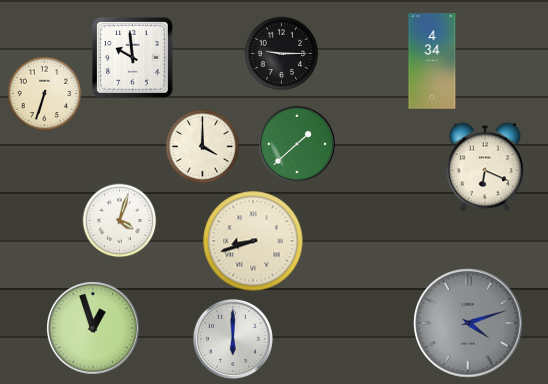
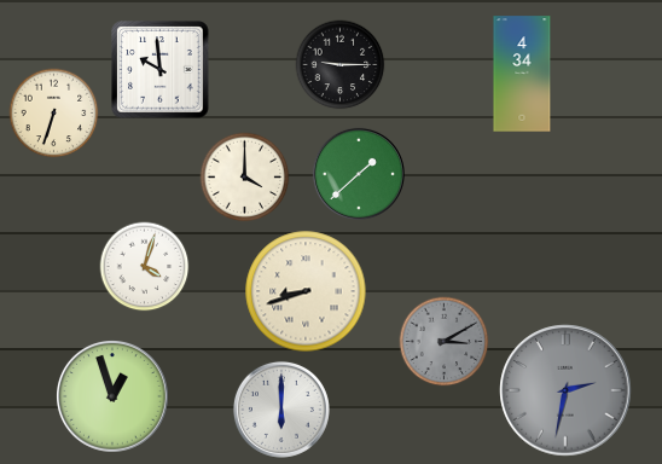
clock at (485, 167): 6:19 -> none
clock at (445, 342): none -> 3:10
clock at (468, 323): 4:12 -> 2:32
